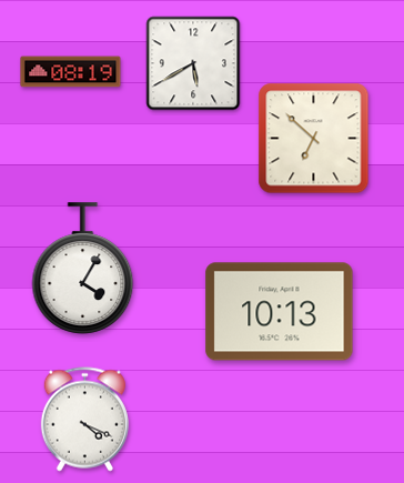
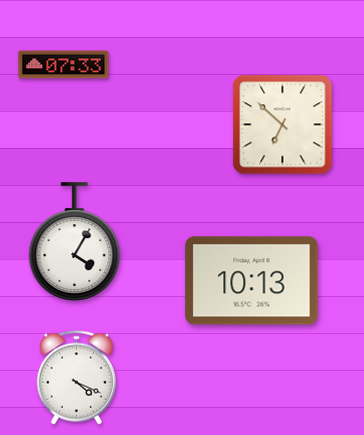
clock at (193, 63): 5:40 -> none
clock at (71, 72): 08:19 -> 07:33
